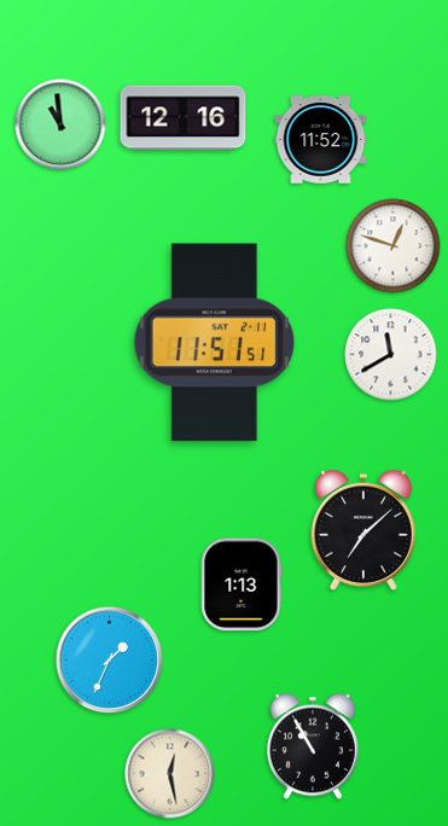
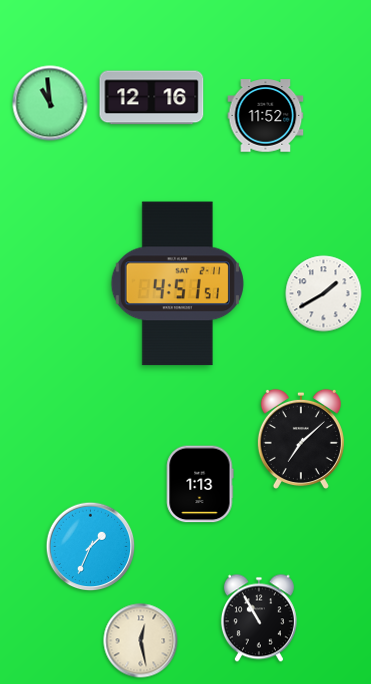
clock at (394, 246): 12:48 -> none
clock at (214, 343): 11:51 -> 4:51
clock at (391, 355): 11:40 -> 1:40
